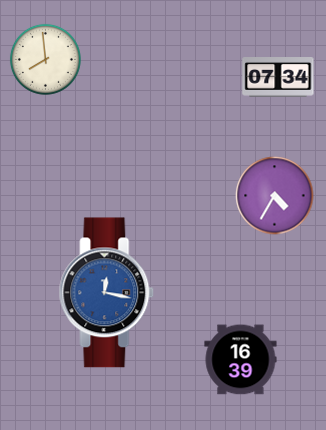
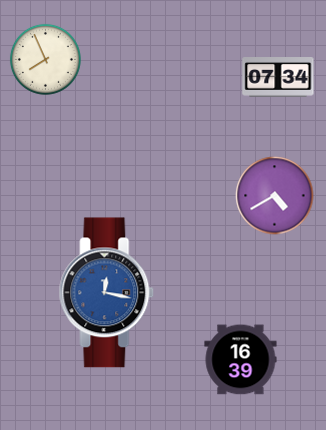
clock at (45, 59): 7:59 -> 7:56
clock at (275, 196): 4:35 -> 4:40
